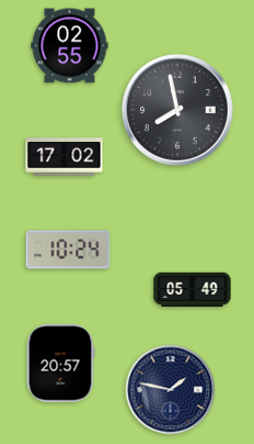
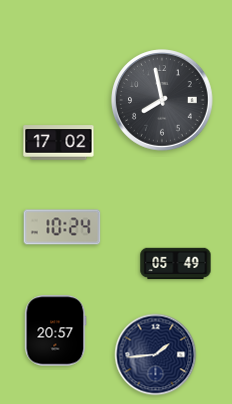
clock at (70, 46): 02:55 -> none
clock at (171, 390): 1:47 -> 1:44
